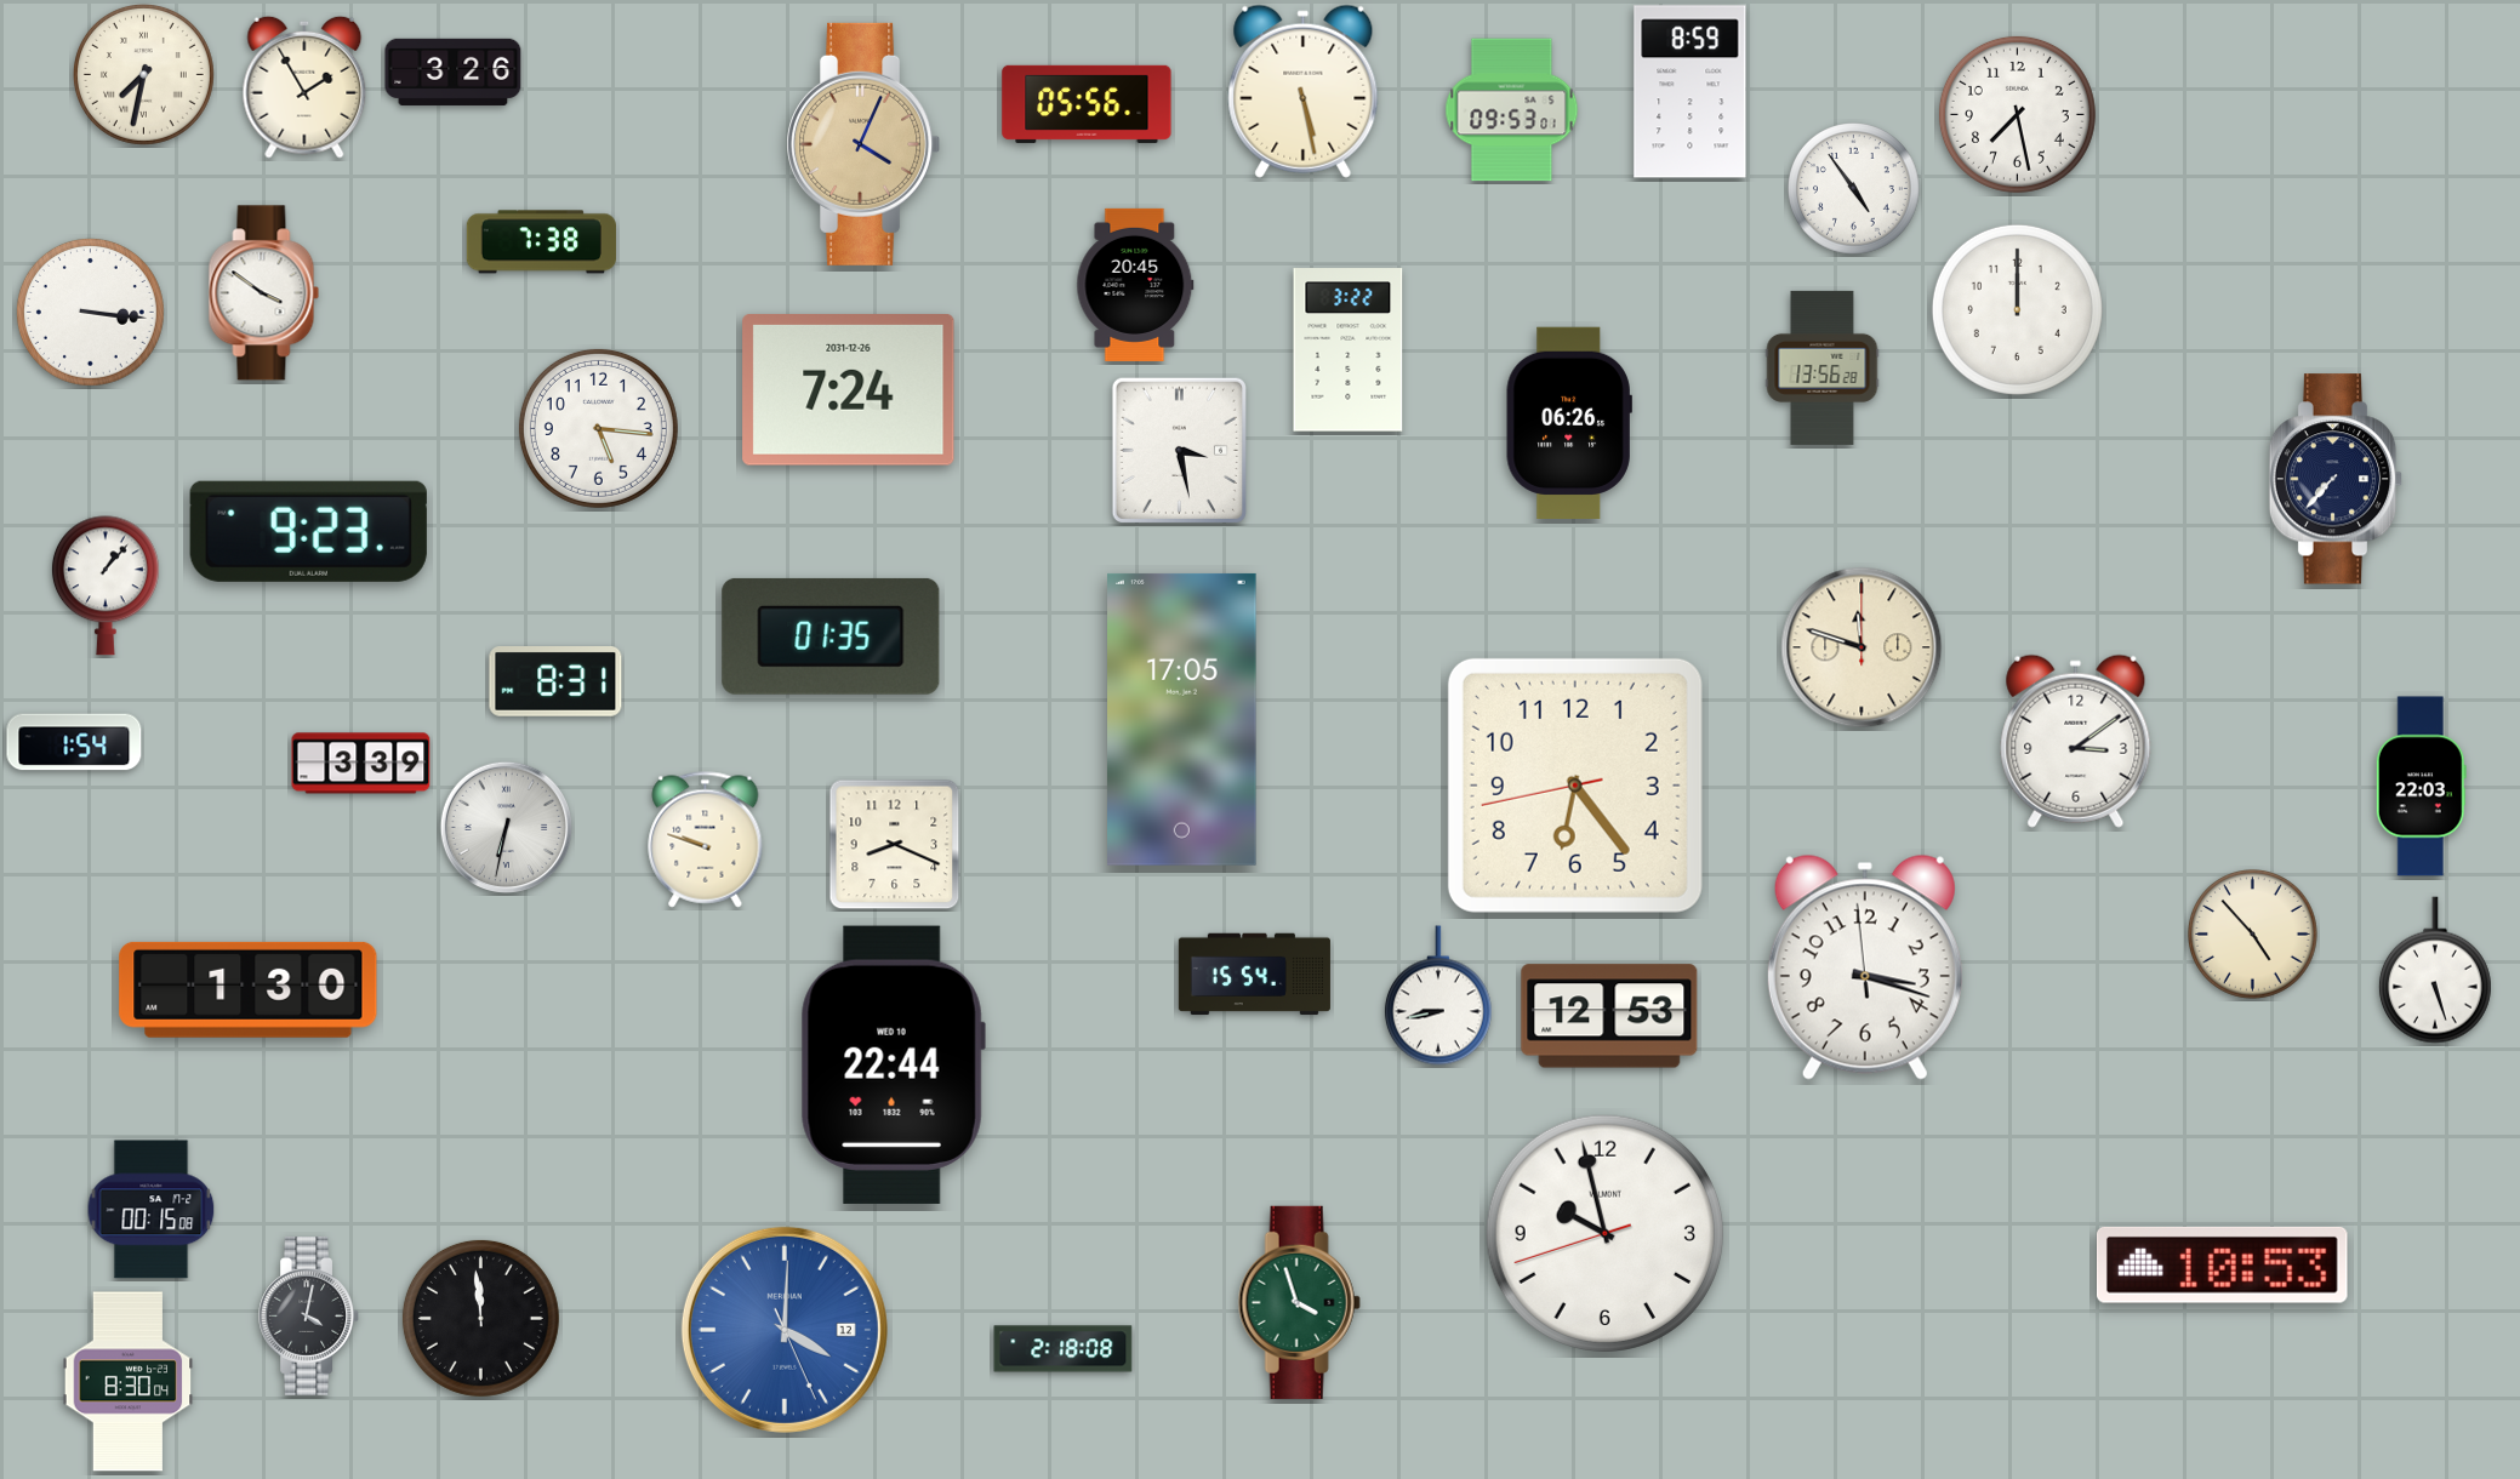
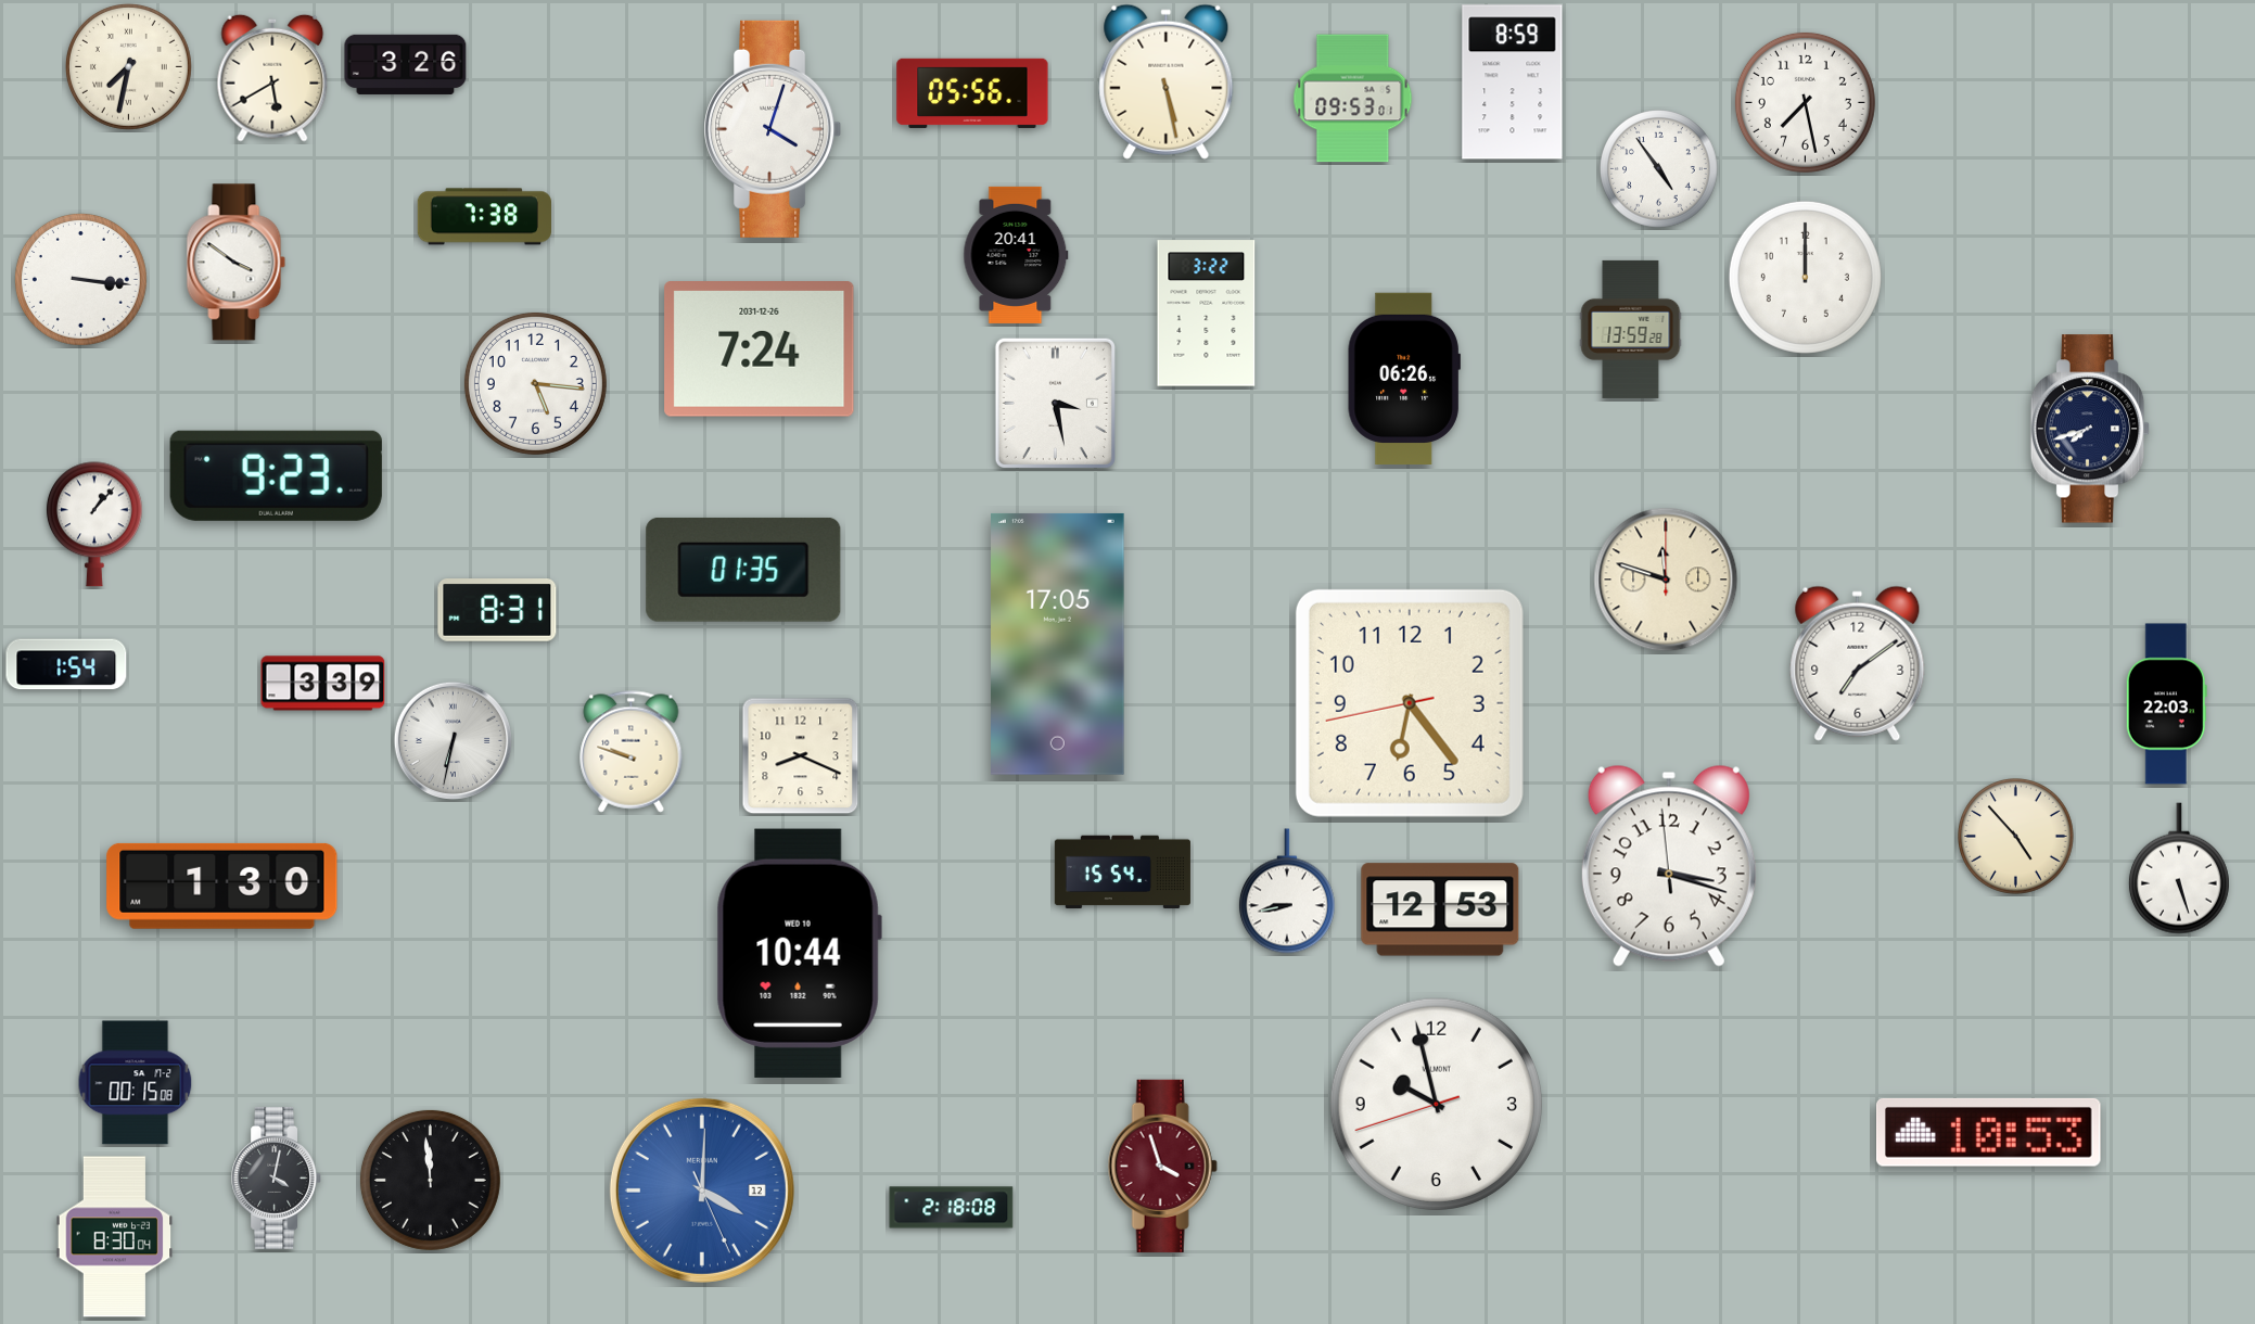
clock at (304, 87): 1:55 -> 5:40
clock at (863, 144): 4:04 -> 4:03
clock at (863, 144) dial: champagne -> white
clock at (1135, 285): 20:45 -> 20:41
clock at (1823, 367): 13:56 -> 13:59
clock at (2336, 479): 7:37 -> 7:42
clock at (2076, 741): 3:09 -> 7:09
clock at (893, 1064): 22:44 -> 10:44
clock at (1299, 1302) dial: green -> burgundy
